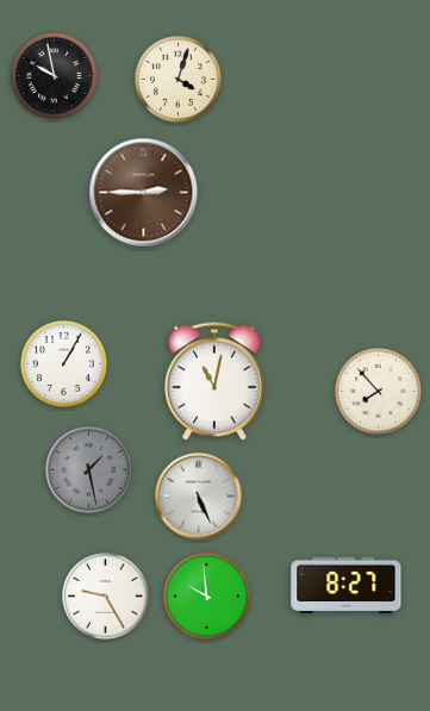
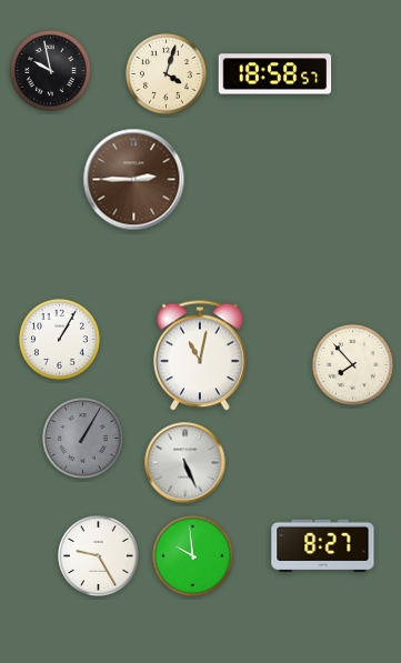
clock at (275, 74): none -> 18:58
clock at (89, 470): 1:28 -> 1:05
